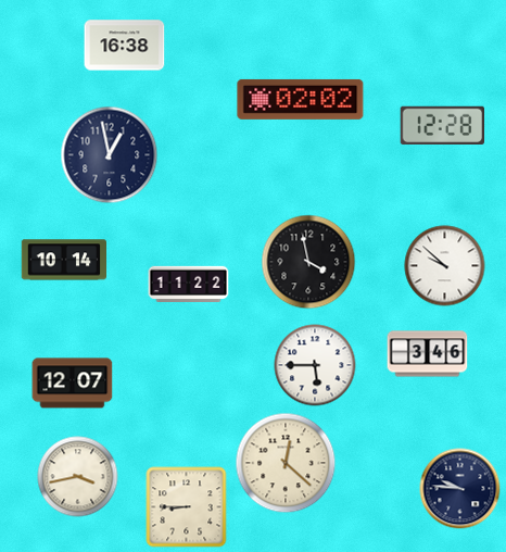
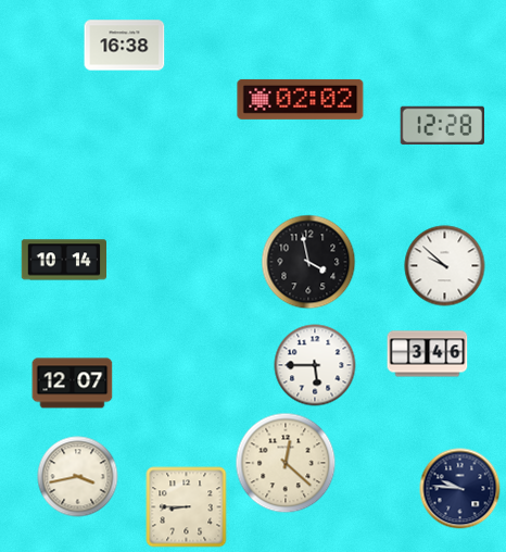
clock at (110, 155): 12:58 -> none
clock at (189, 285): 11:22 -> none
